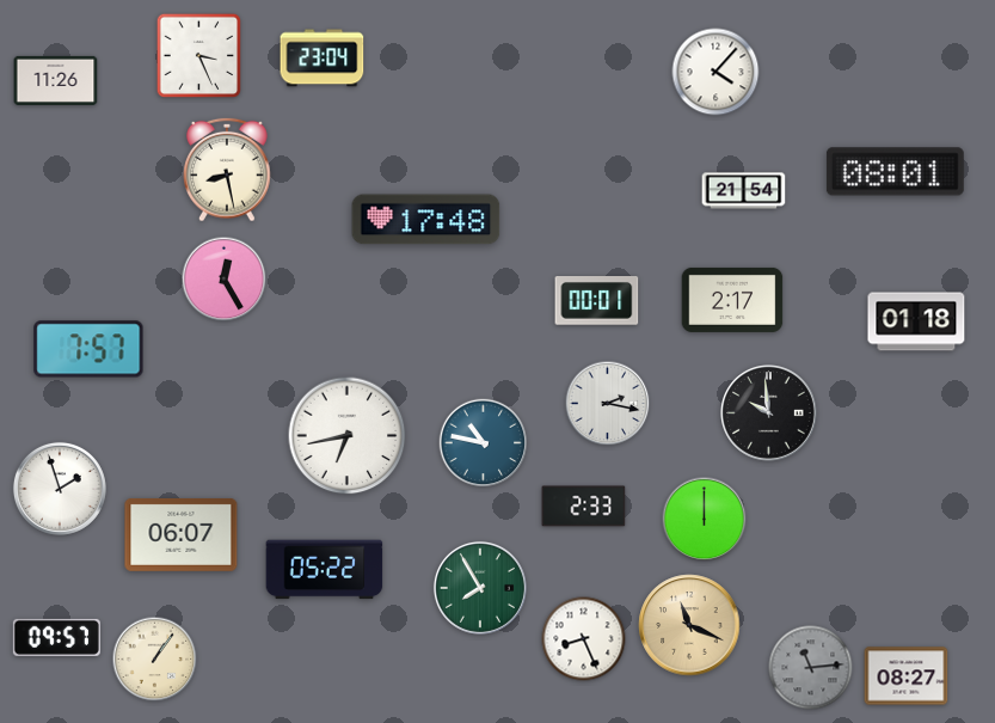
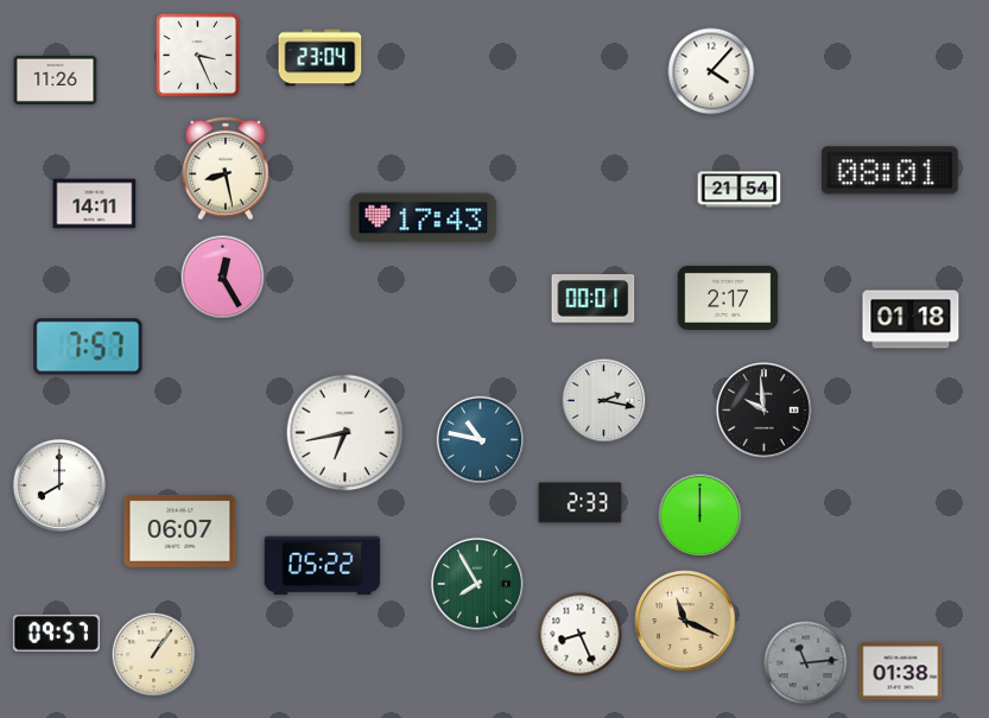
clock at (95, 204): none -> 14:11
clock at (426, 220): 17:48 -> 17:43
clock at (60, 489): 1:57 -> 8:00
clock at (907, 676): 08:27 -> 01:38
